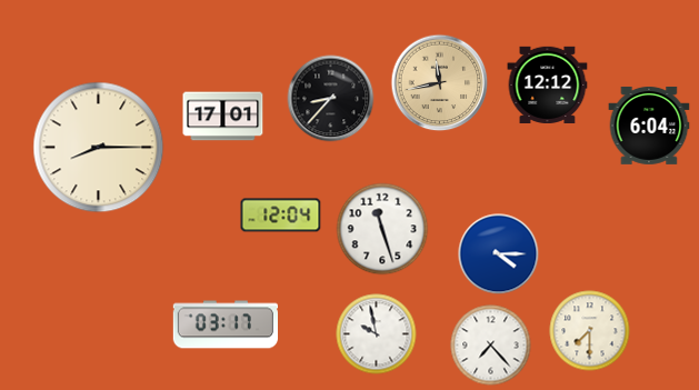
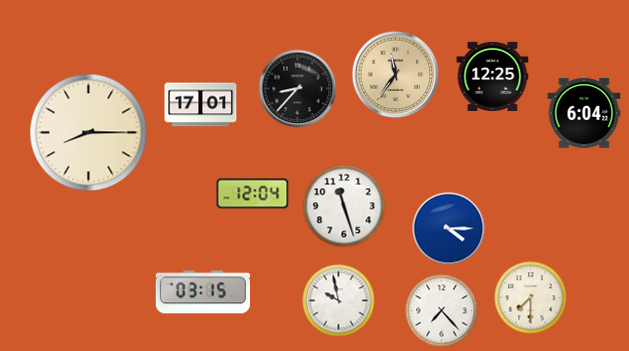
clock at (440, 83): 11:43 -> 11:36
clock at (548, 84): 12:12 -> 12:25
clock at (224, 324): 03:17 -> 03:15
